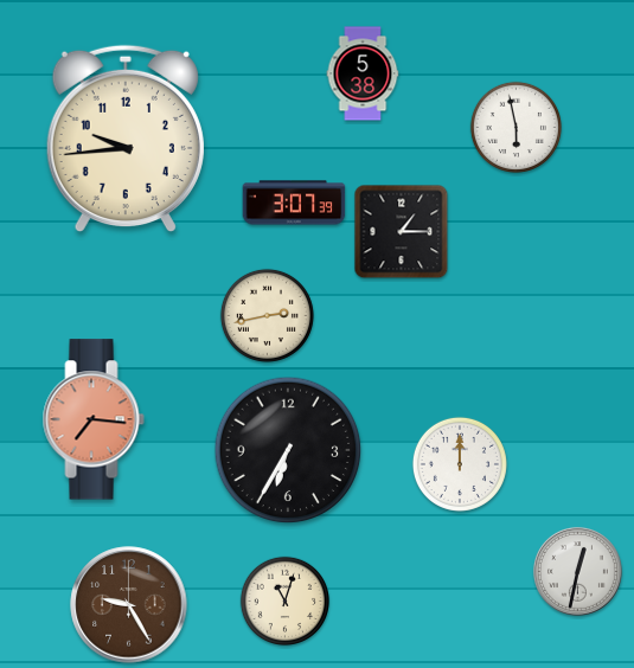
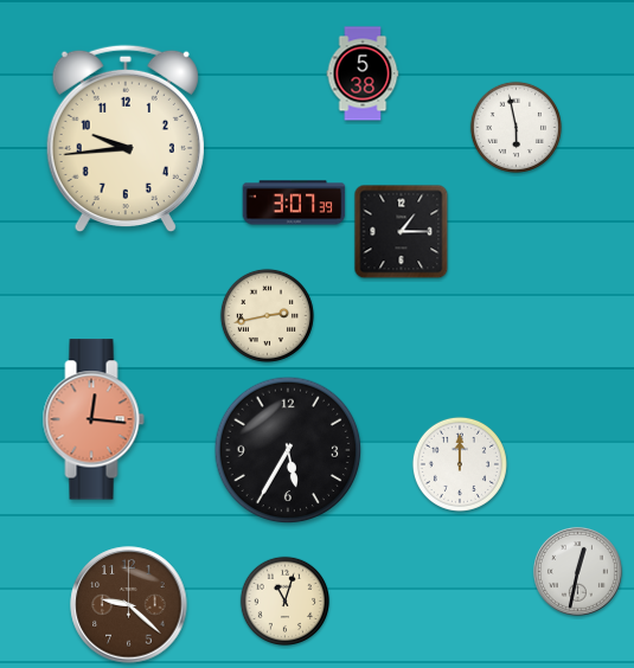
clock at (94, 419): 7:16 -> 12:16
clock at (288, 450): 6:35 -> 5:35
clock at (129, 605): 9:25 -> 9:22
